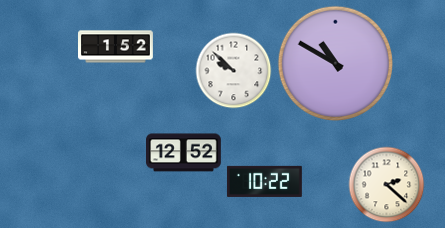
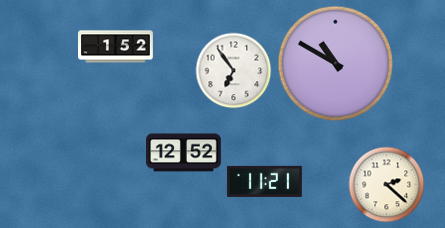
clock at (234, 71): 9:52 -> 6:54
clock at (264, 181): 10:22 -> 11:21
